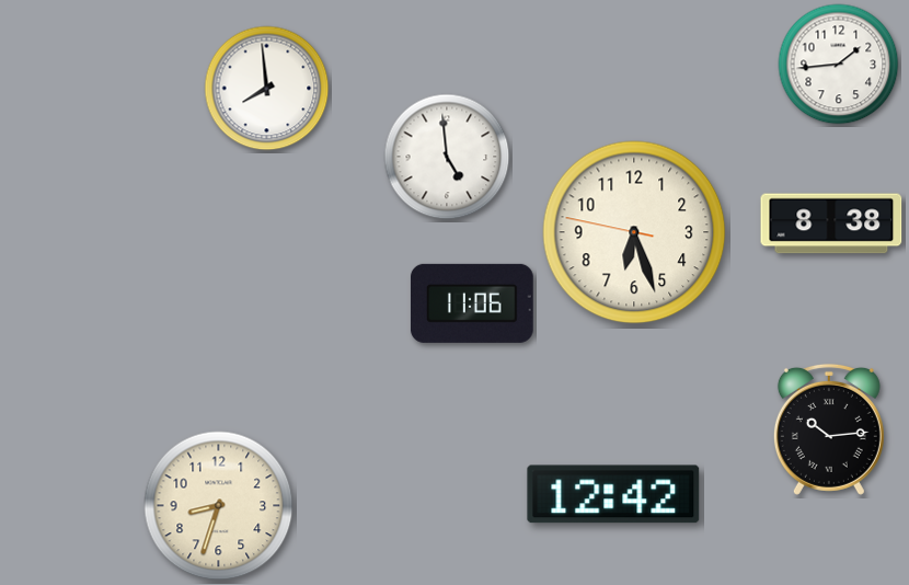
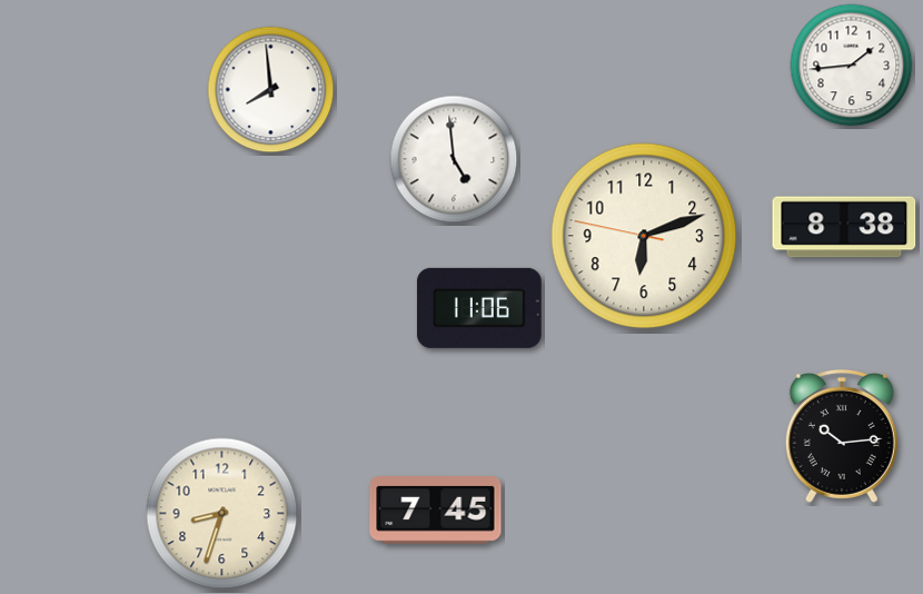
clock at (634, 232): 6:26 -> 6:11
clock at (613, 494): 12:42 -> none
clock at (436, 511): none -> 7:45
